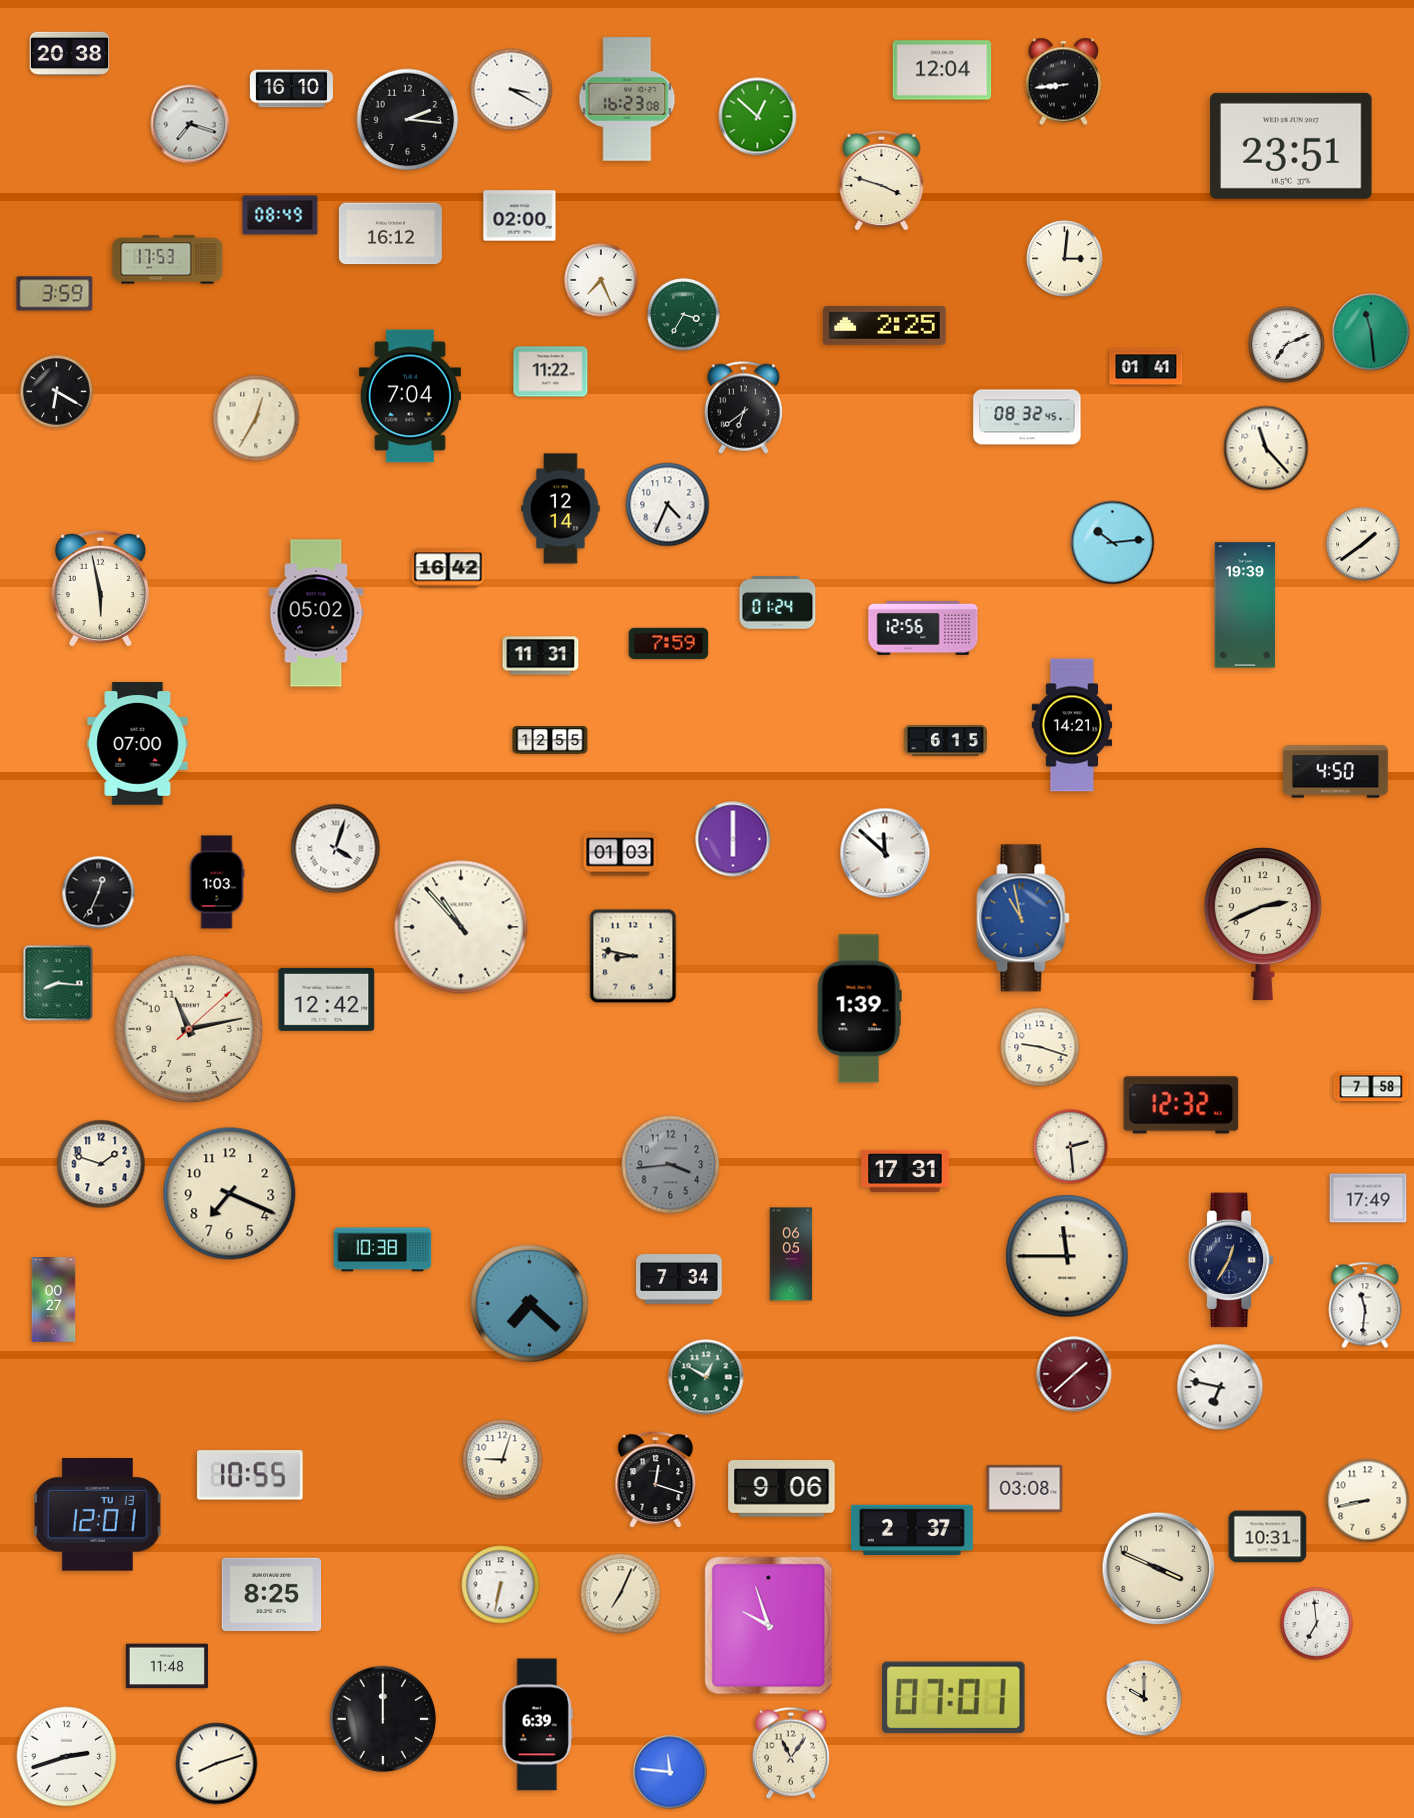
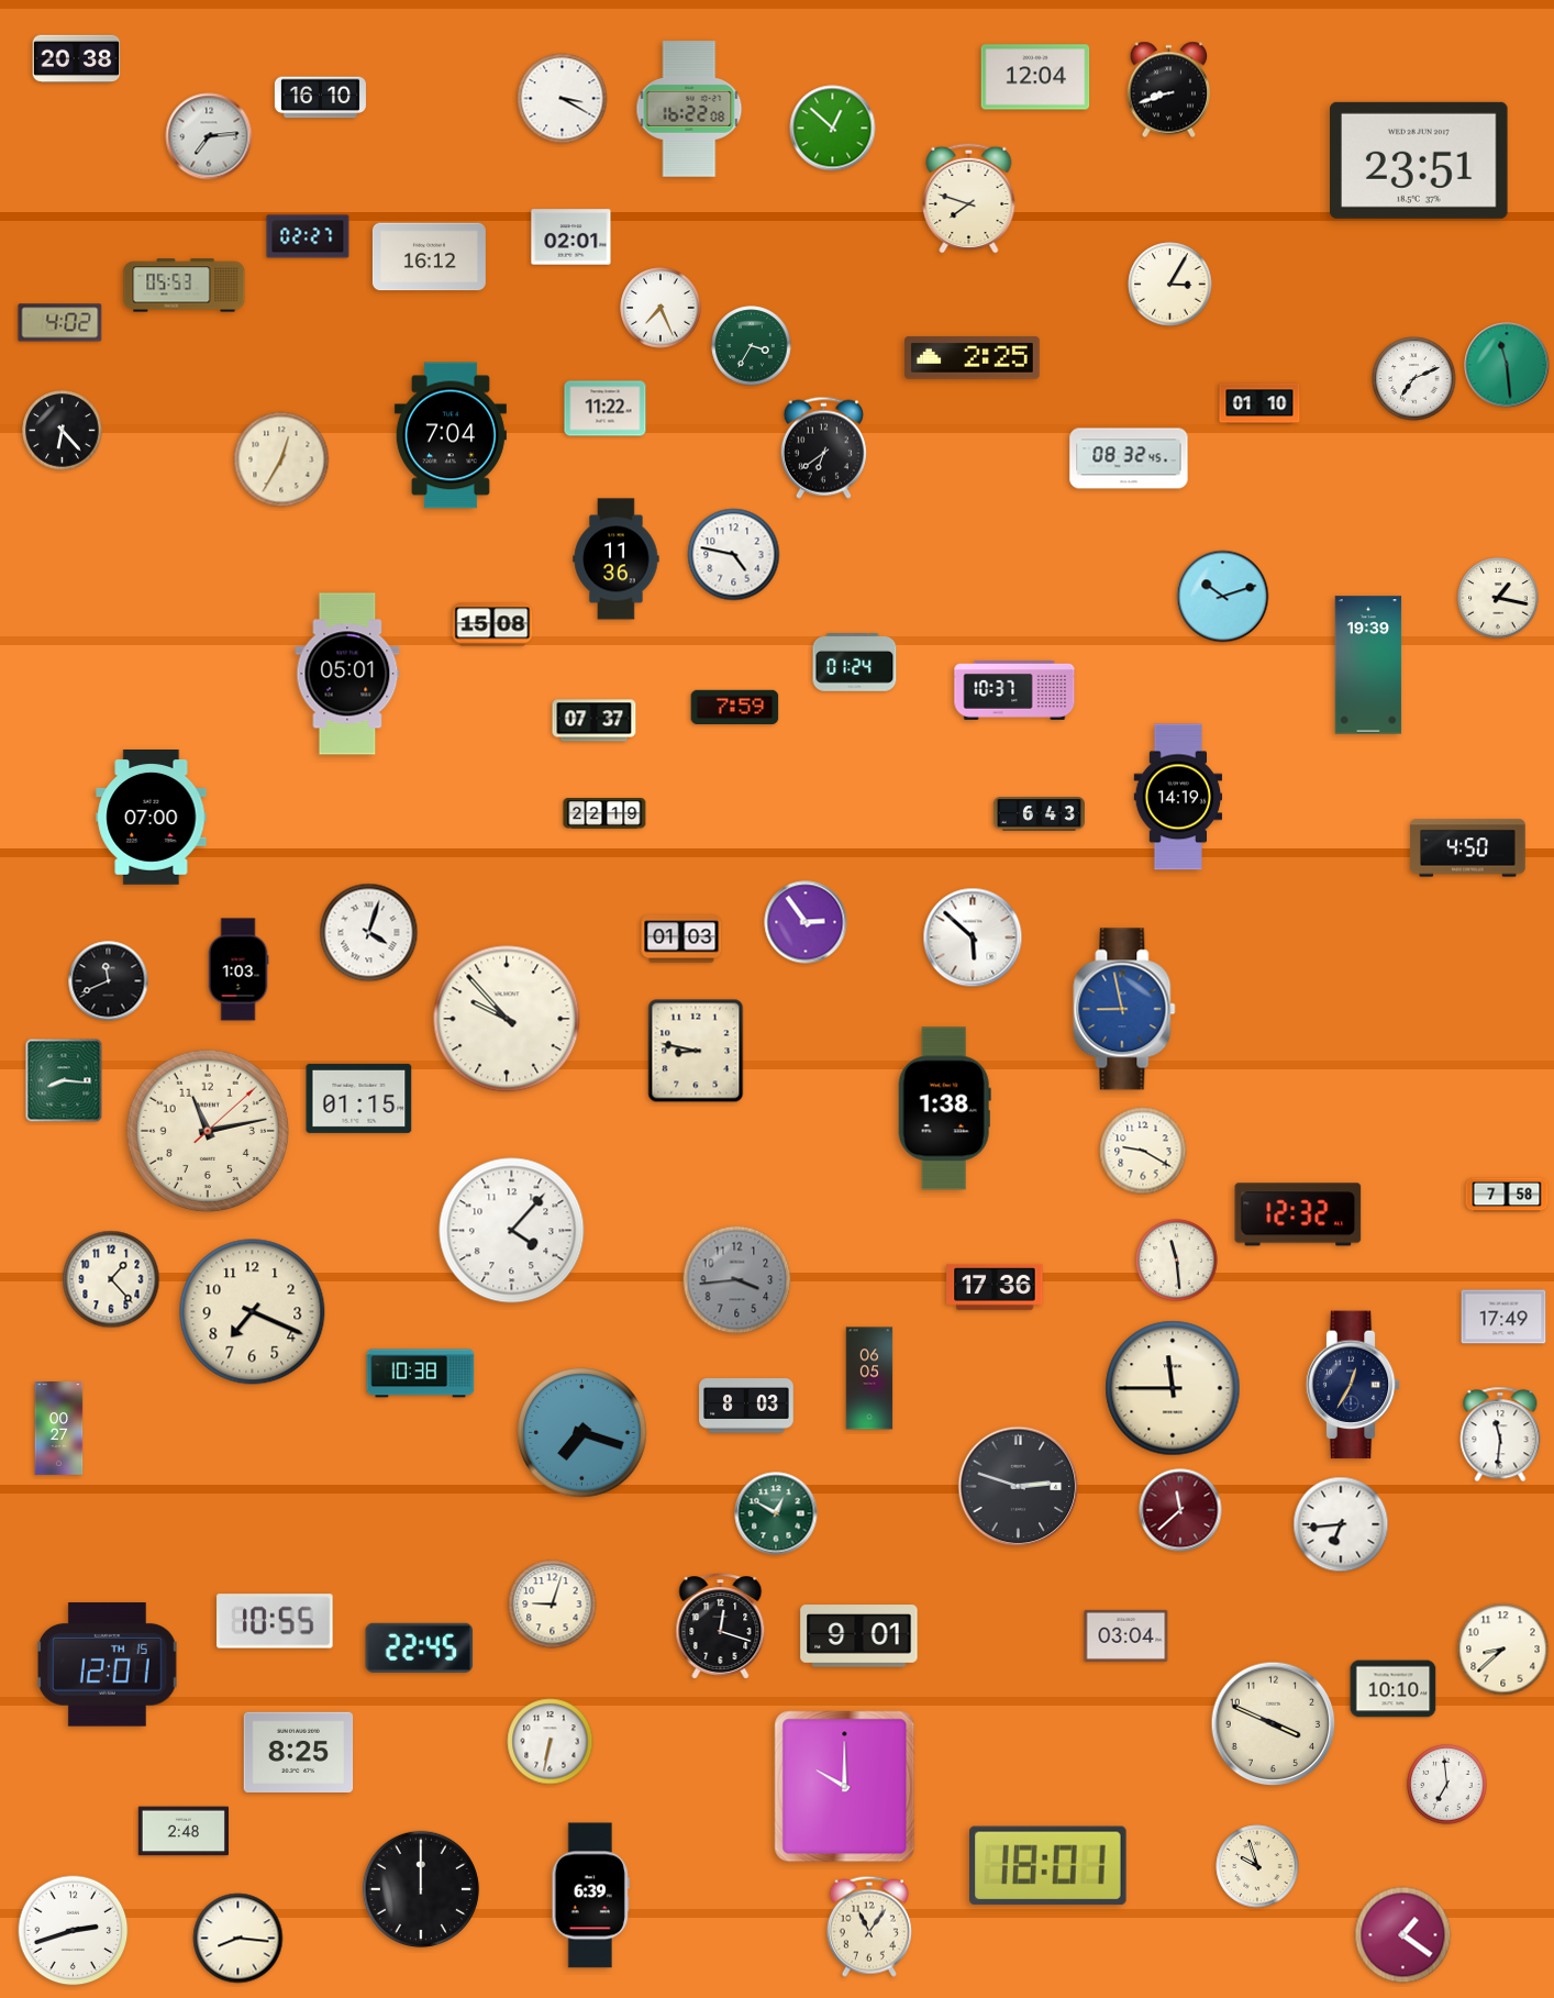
clock at (1064, 82): 8:44 -> 8:42
clock at (627, 99): 16:23 -> 16:22
clock at (408, 120): 2:16 -> none
clock at (190, 124): 7:18 -> 7:14
clock at (882, 180): 3:48 -> 7:48
clock at (280, 215): 08:49 -> 02:27
clock at (520, 216): 02:00 -> 02:01
clock at (1065, 259): 3:01 -> 3:05
clock at (168, 260): 17:53 -> 05:53
clock at (55, 294): 3:59 -> 4:02
clock at (1146, 367): 01:41 -> 01:10
clock at (57, 392): 6:20 -> 6:23
clock at (743, 407) position: (743, 407) -> (823, 447)
clock at (1266, 448): 11:23 -> none
clock at (668, 505): 4:34 -> 4:47
clock at (561, 509): 12:14 -> 11:36
clock at (1113, 543): 10:14 -> 10:12
clock at (1363, 544): 1:39 -> 1:17
clock at (448, 568): 16:42 -> 15:08
clock at (100, 589): 5:58 -> none
clock at (316, 613): 05:02 -> 05:01
clock at (923, 628): 12:56 -> 10:37
clock at (541, 656): 11:31 -> 07:37
clock at (1072, 725): 14:21 -> 14:19
clock at (550, 741): 12:55 -> 22:19
clock at (945, 741): 6:15 -> 6:43
clock at (733, 839): 6:00 -> 2:54
clock at (885, 853): 11:52 -> 5:52
clock at (99, 893): 12:34 -> 11:41
clock at (1023, 918): 10:58 -> 8:58
clock at (1263, 924): 2:41 -> none
clock at (461, 927): 10:53 -> 9:53
clock at (327, 999): 12:42 -> 01:15
clock at (859, 1009): 1:39 -> 1:38
clock at (1040, 1047): 9:18 -> 9:20
clock at (512, 1231): none -> 4:07
clock at (1071, 1147): 2:29 -> 11:29
clock at (101, 1164): 1:48 -> 1:23
clock at (905, 1171): 17:31 -> 17:36
clock at (1067, 1256) position: (1067, 1256) -> (1173, 1388)
clock at (679, 1279): 7:34 -> 8:03
clock at (530, 1304): 7:22 -> 7:18
clock at (1019, 1487): none -> 2:48
clock at (1074, 1374): 1:38 -> 11:38
clock at (1220, 1387): 6:47 -> 6:44
clock at (1025, 1488): 03:08 -> 03:04
clock at (782, 1489): 9:06 -> 9:01
clock at (420, 1647): none -> 22:45
clock at (1368, 1501): 8:43 -> 8:38
clock at (97, 1515) date: TU 13 -> TH 15
clock at (912, 1530): 2:37 -> none
clock at (1268, 1537): 10:31 -> 10:10
clock at (621, 1594): 7:04 -> none
clock at (769, 1626): 9:57 -> 10:00
clock at (167, 1666): 11:48 -> 2:48
clock at (954, 1698): 07:01 -> 18:01
clock at (1144, 1698): 10:00 -> 9:57
clock at (1403, 1935): none -> 1:21
clock at (217, 1764): 8:12 -> 8:16
clock at (670, 1772): 11:46 -> none
